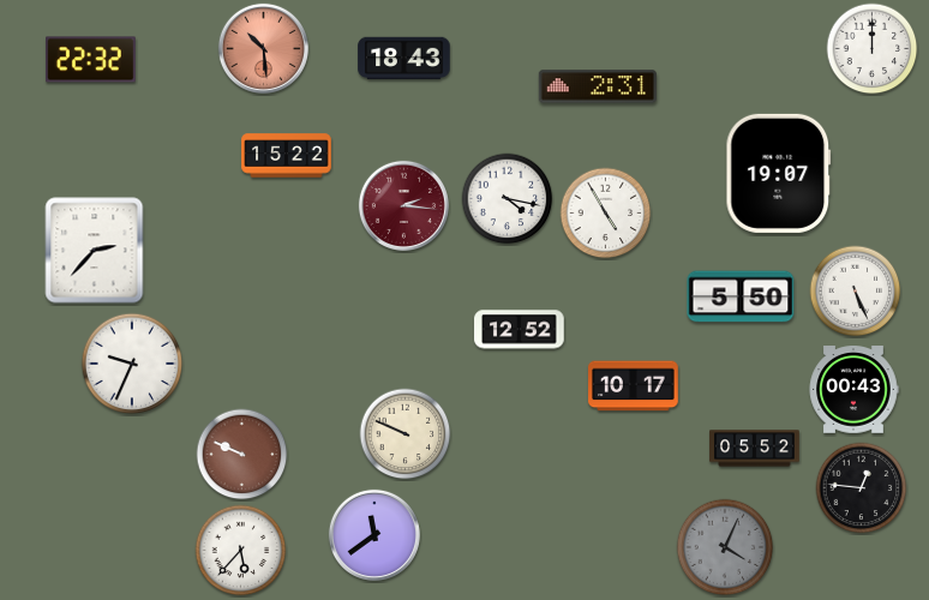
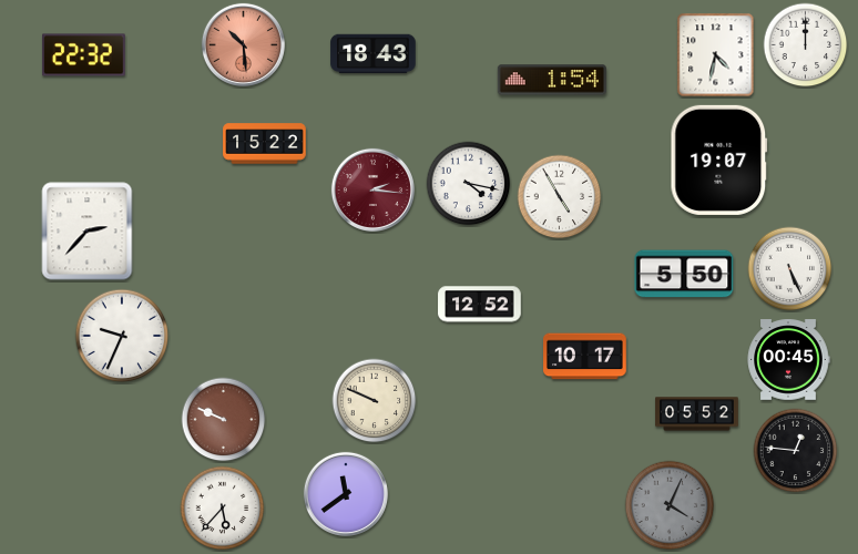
clock at (716, 55): none -> 4:32
clock at (598, 86): 2:31 -> 1:54
clock at (853, 390): 00:43 -> 00:45
